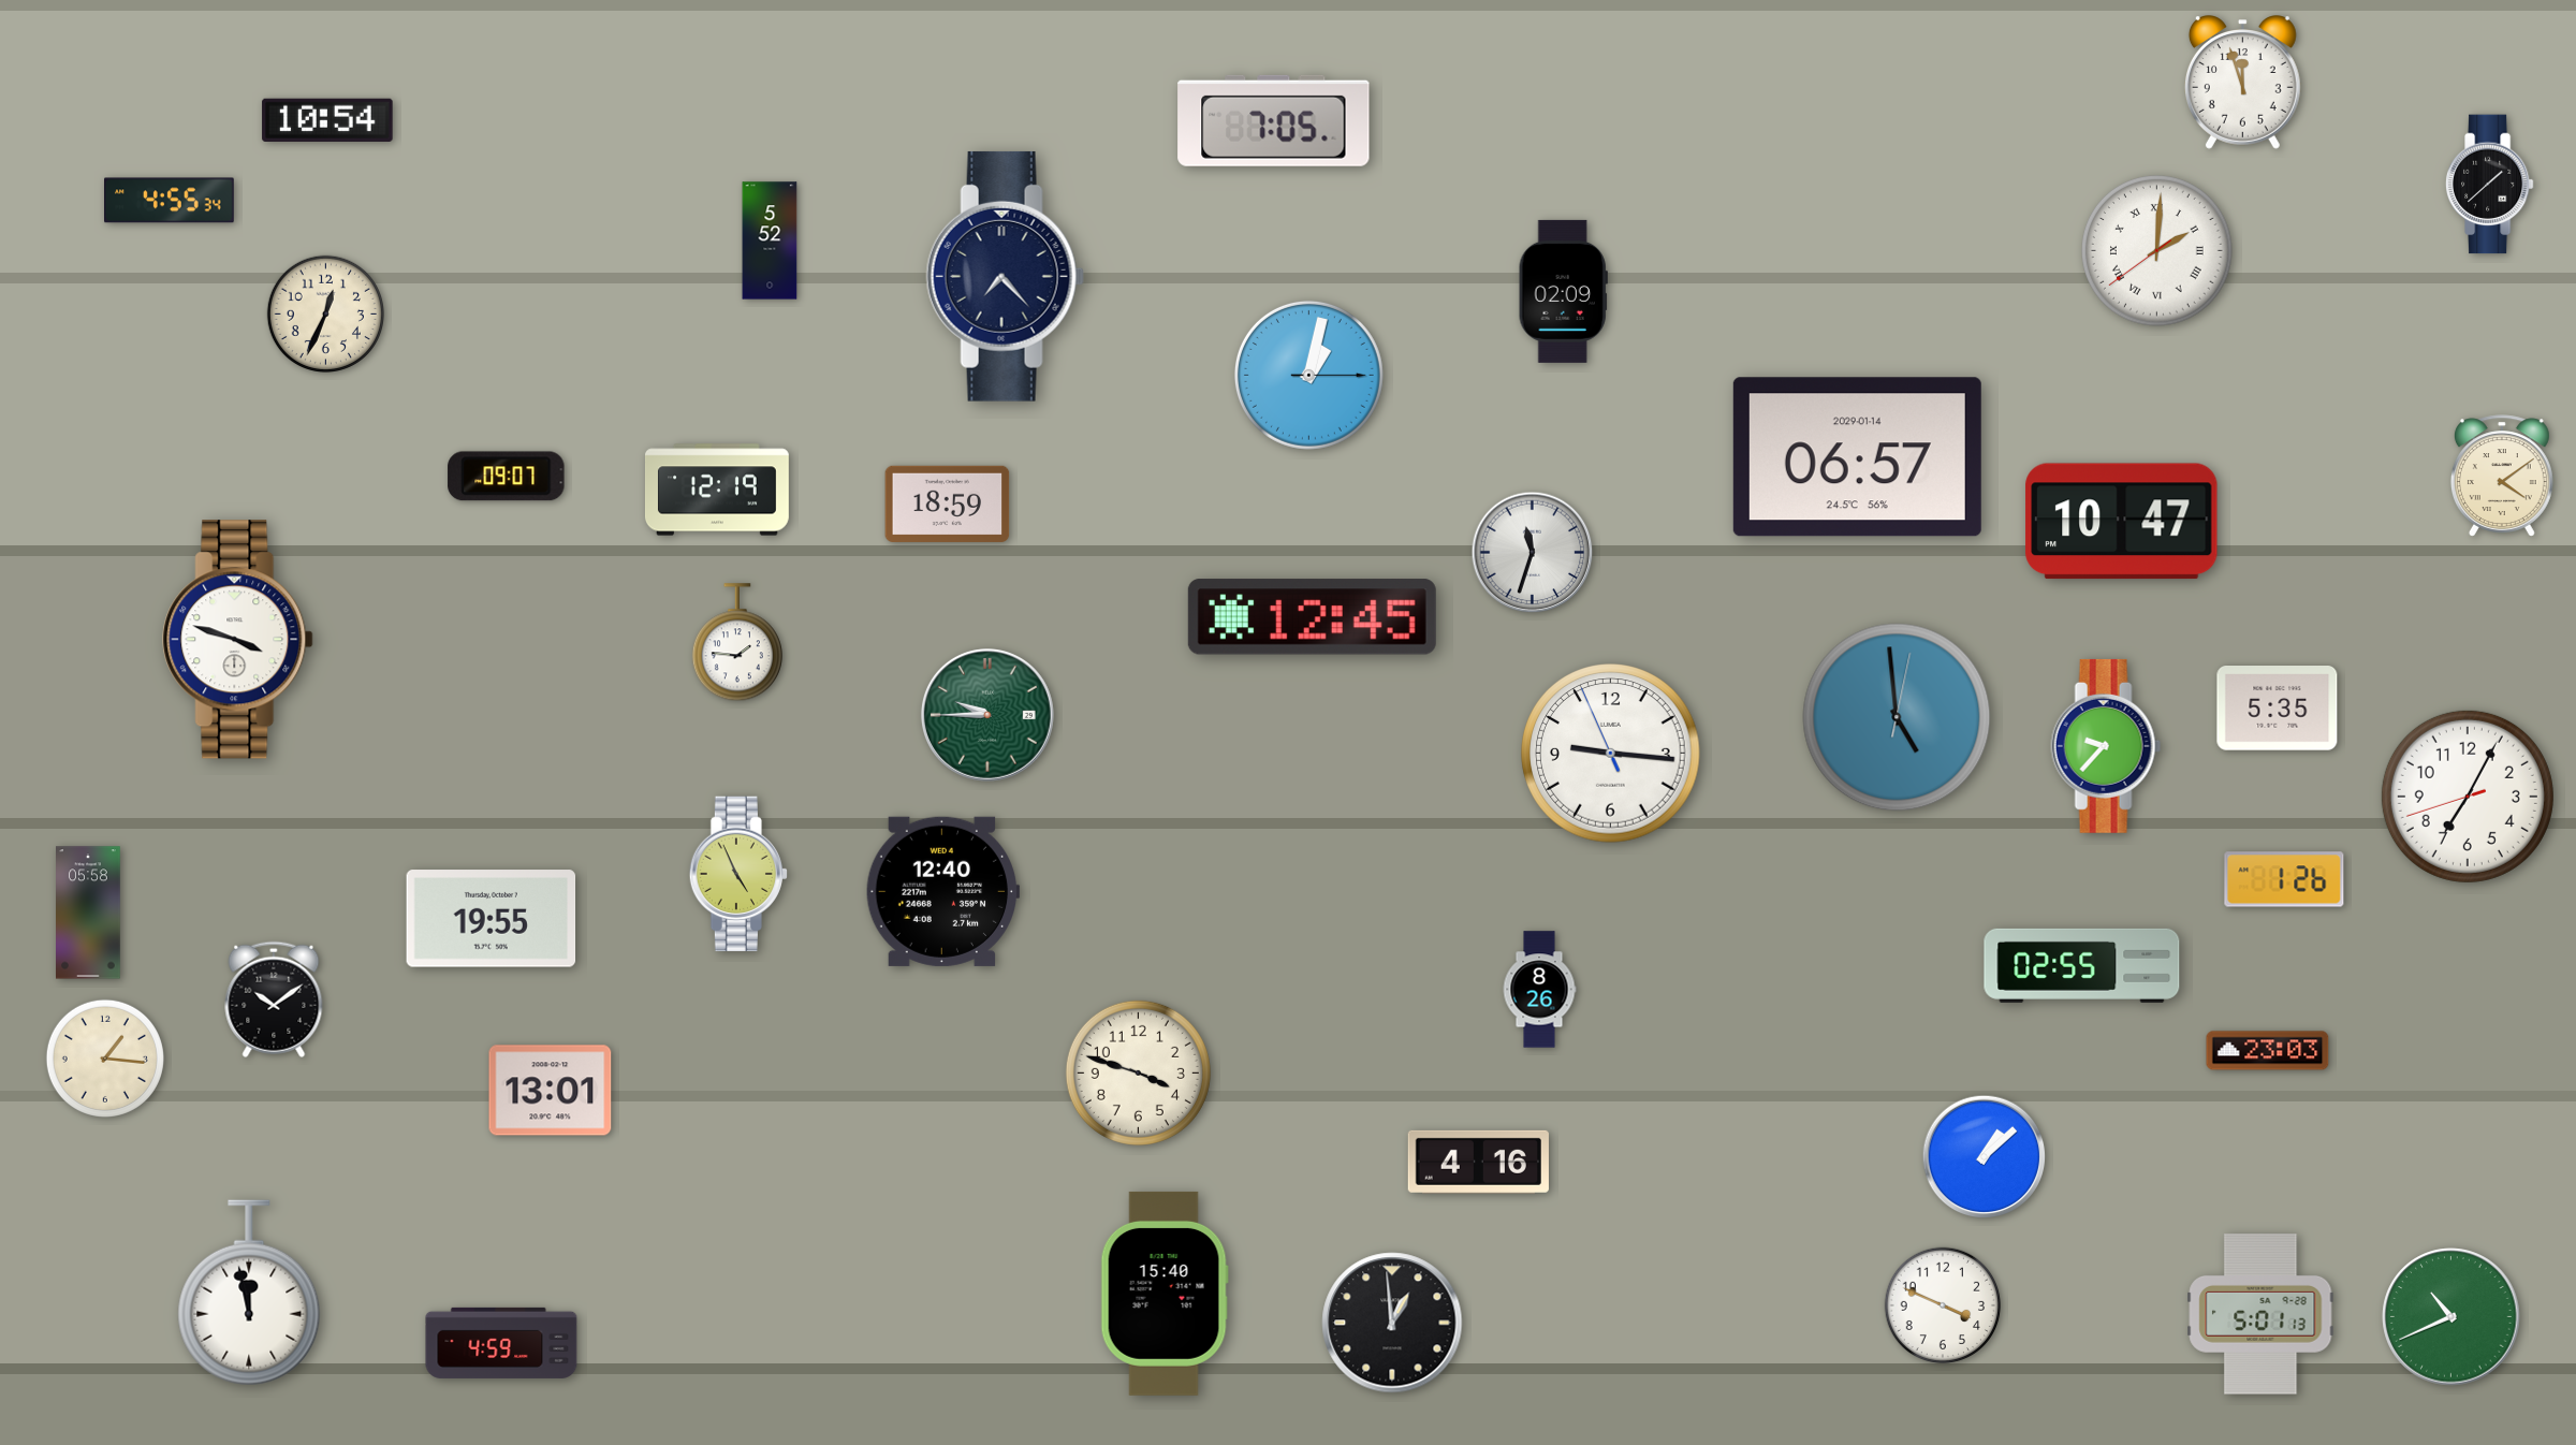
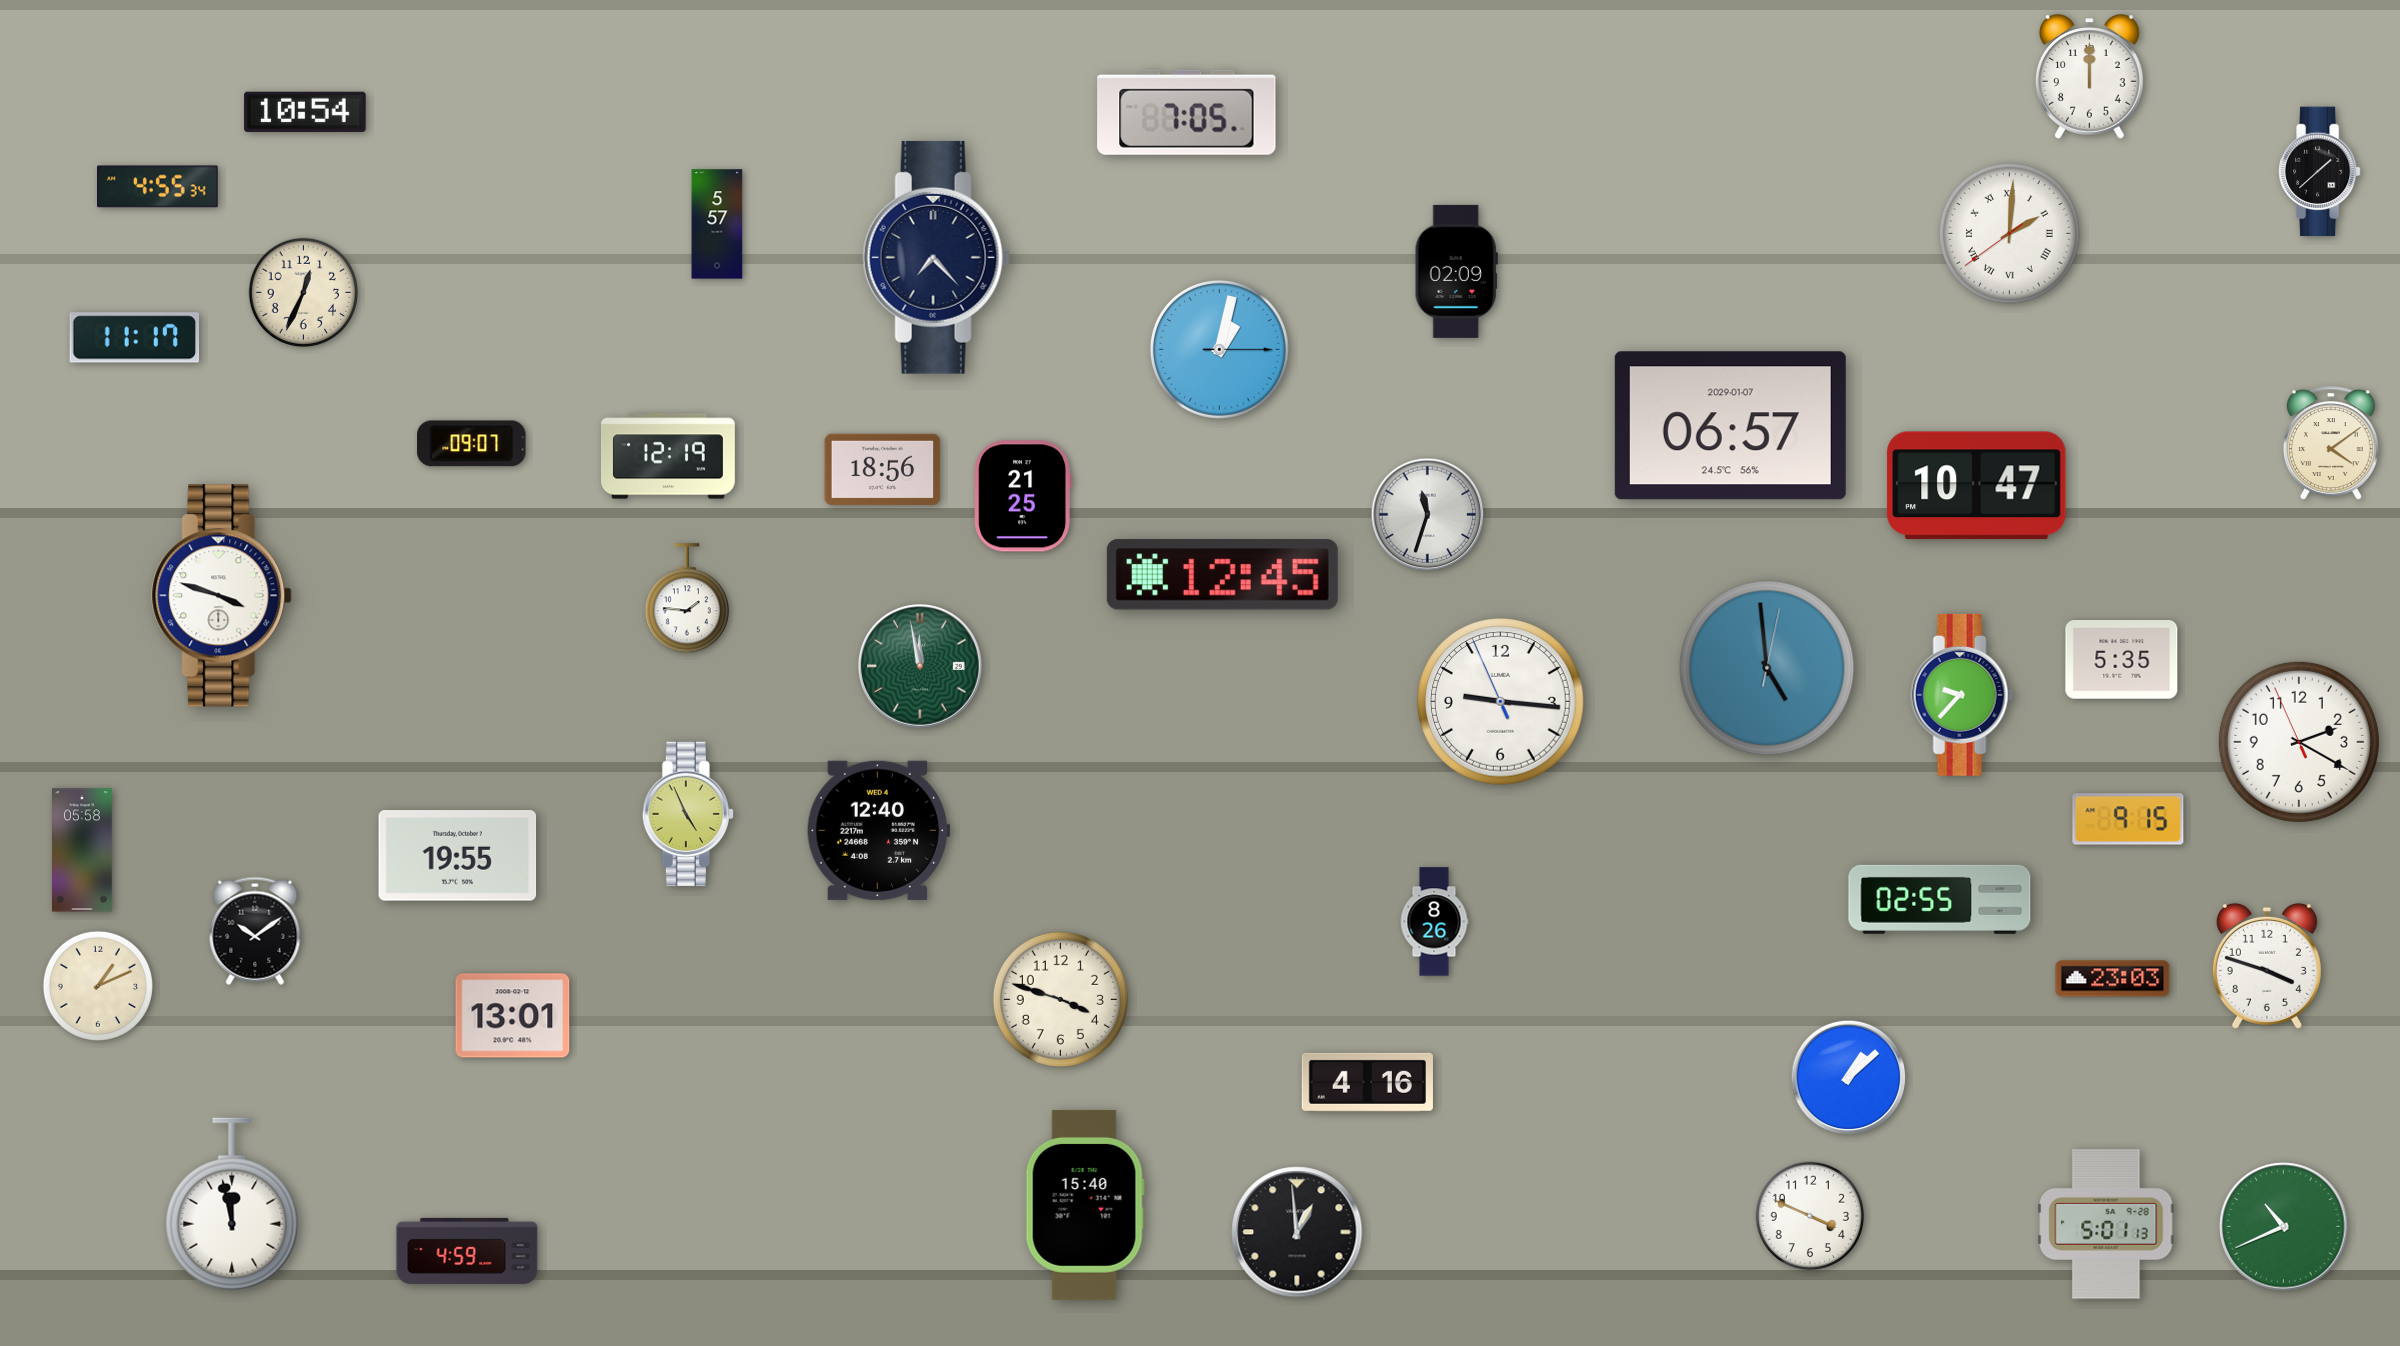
clock at (2242, 83): 11:57 -> 12:00
clock at (770, 240): 5:52 -> 5:57
clock at (135, 338): none -> 11:17
clock at (1857, 457) date: 2029-01-14 -> 2029-01-07
clock at (948, 503): 18:59 -> 18:56
clock at (1022, 496): none -> 21:25
clock at (987, 715): 9:45 -> 11:58
clock at (2468, 797): 7:04 -> 2:19
clock at (2284, 879): 1:26 -> 9:15
clock at (2267, 966): none -> 3:48
clock at (105, 1059): 1:16 -> 1:11
clock at (1478, 1162) position: (1478, 1162) -> (1367, 1082)
